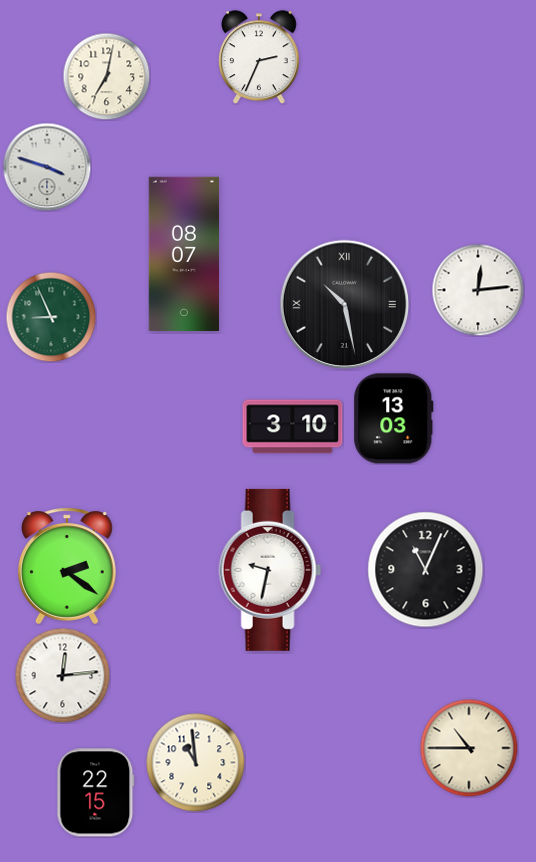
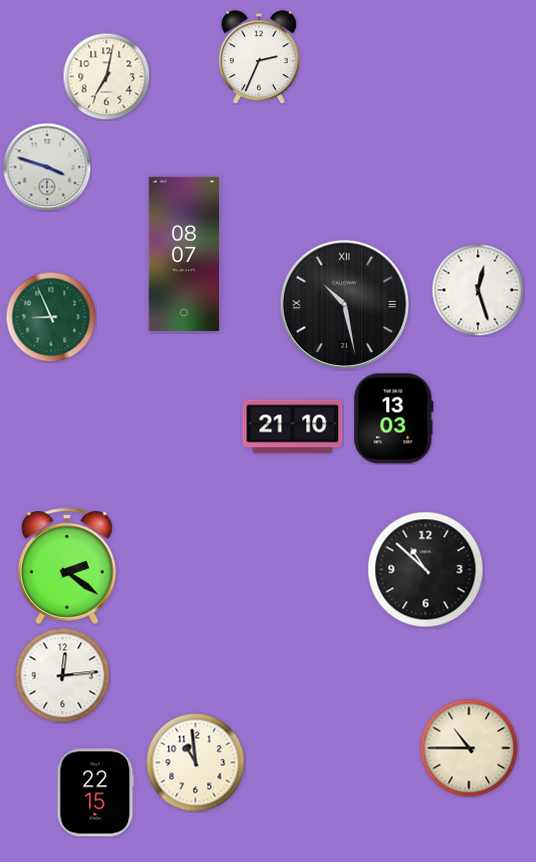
clock at (478, 290): 12:14 -> 12:27
clock at (293, 427): 3:10 -> 21:10
clock at (270, 570): 9:32 -> none
clock at (426, 570): 11:04 -> 10:52
